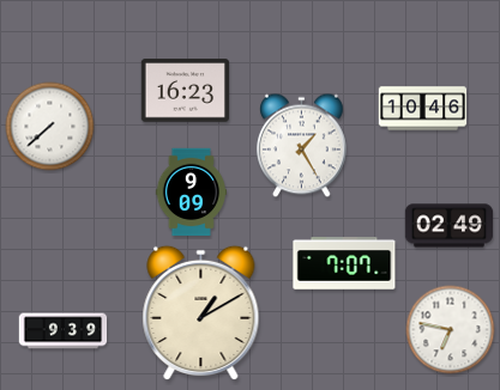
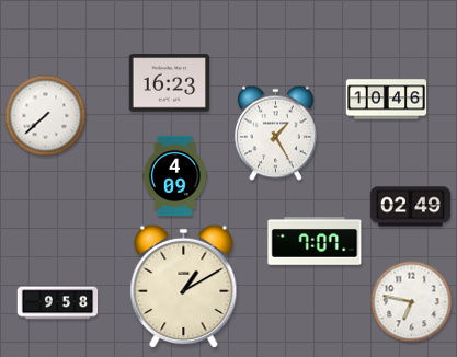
clock at (191, 193): 9:09 -> 4:09
clock at (64, 331): 9:39 -> 9:58
